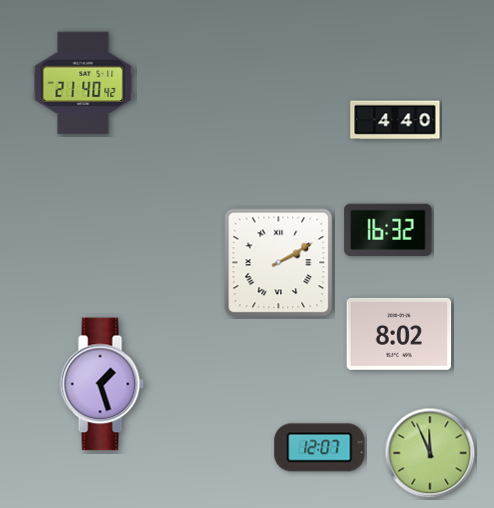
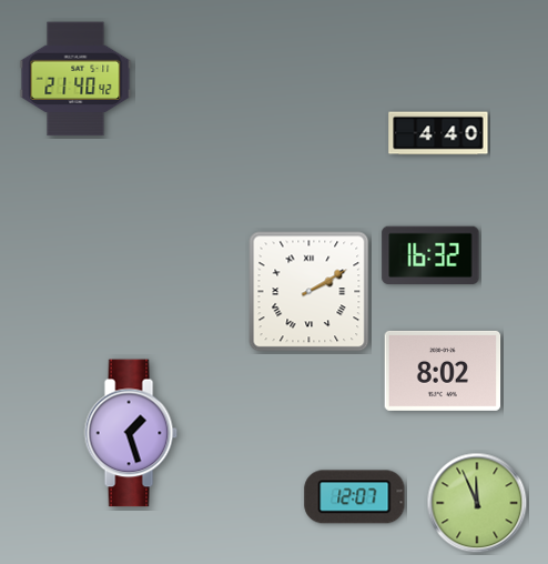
clock at (83, 83) position: (83, 83) -> (75, 79)
clock at (102, 384) position: (102, 384) -> (131, 433)
